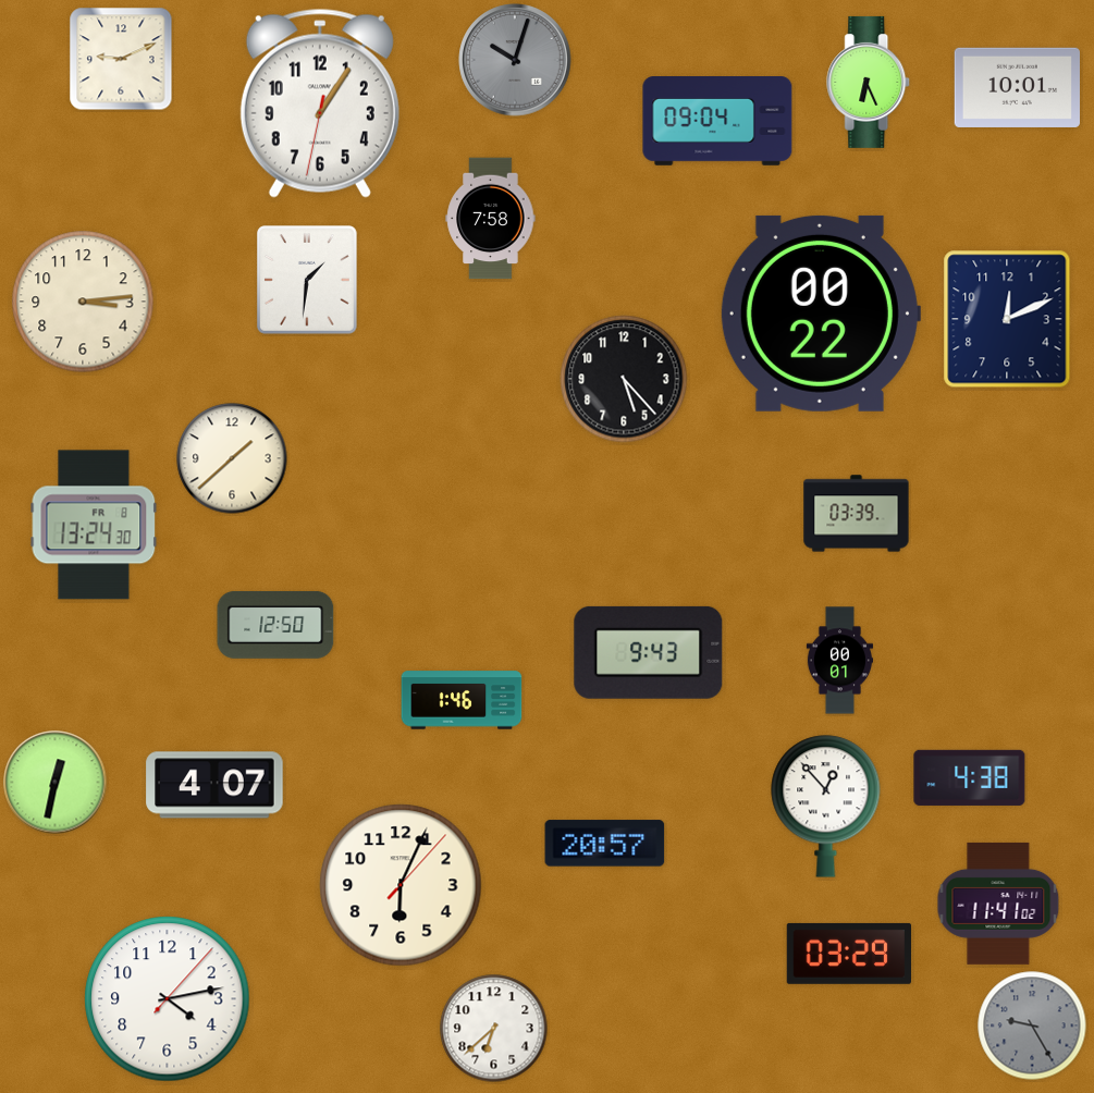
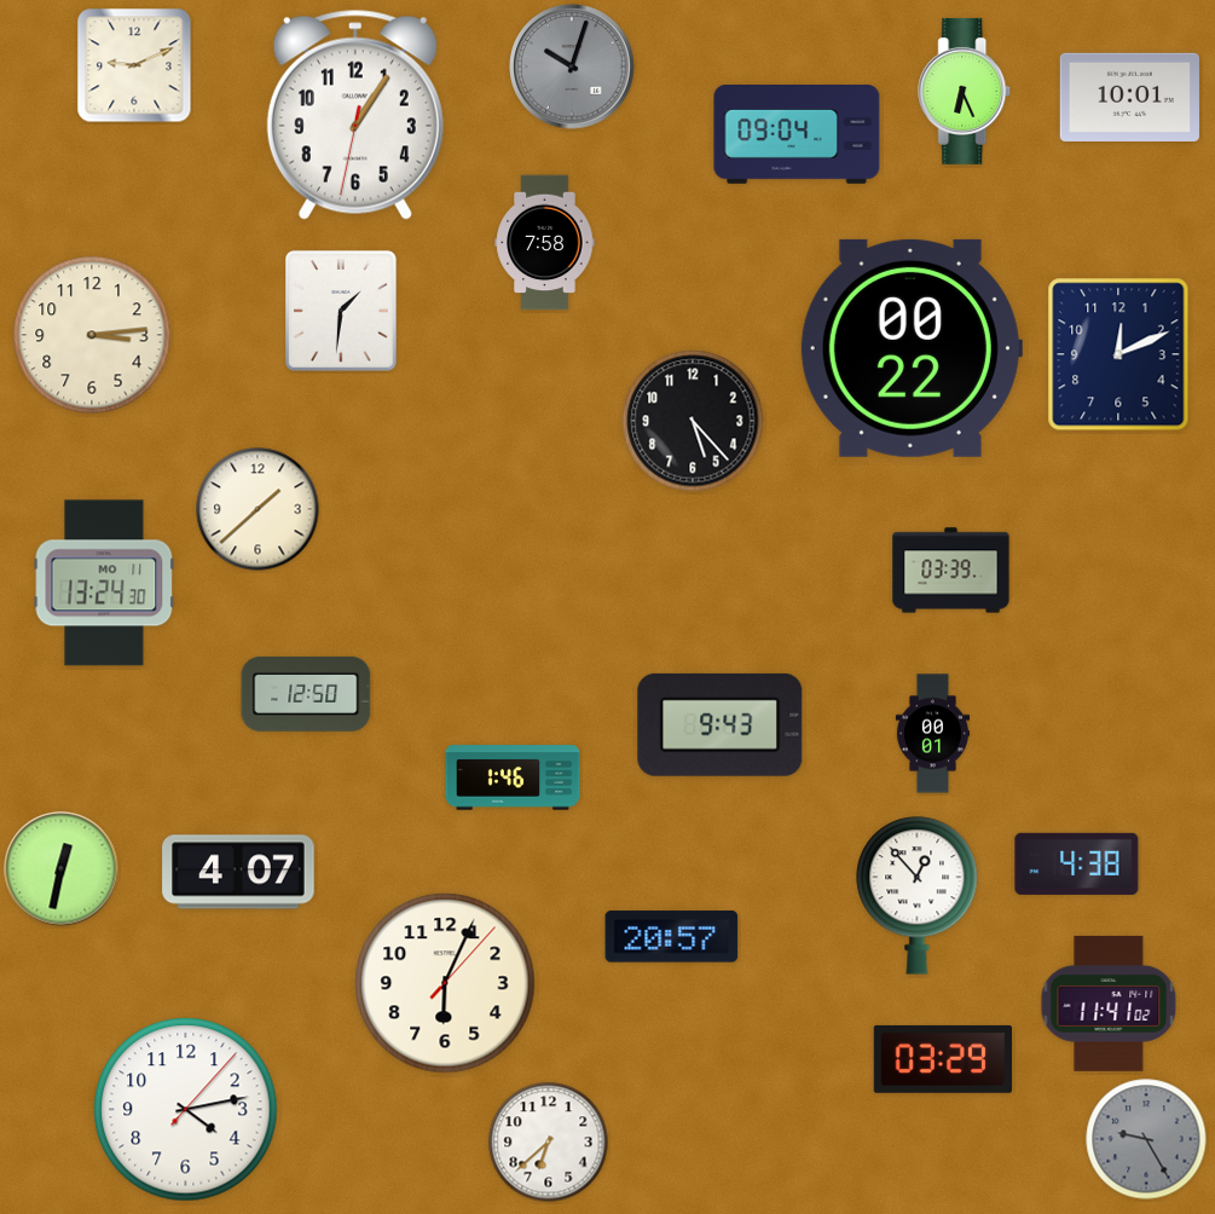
clock at (94, 525) date: FR 8 -> MO 11
